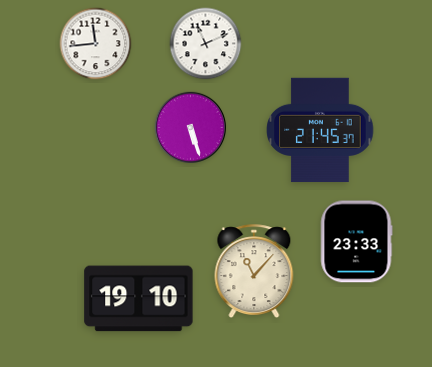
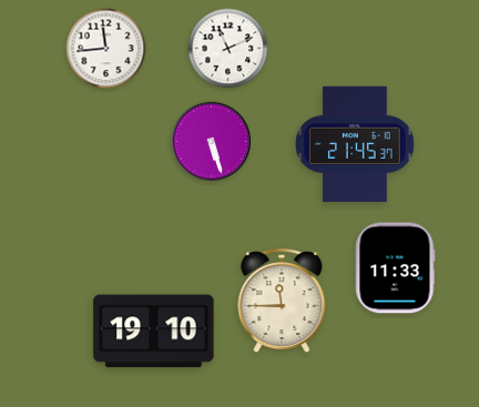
clock at (356, 242): 23:33 -> 11:33
clock at (254, 271): 11:07 -> 11:45
